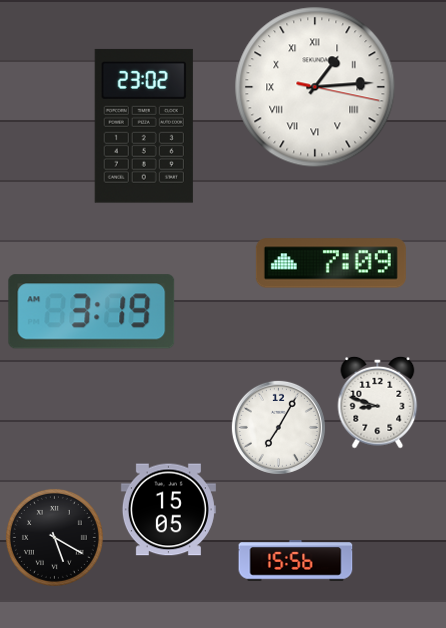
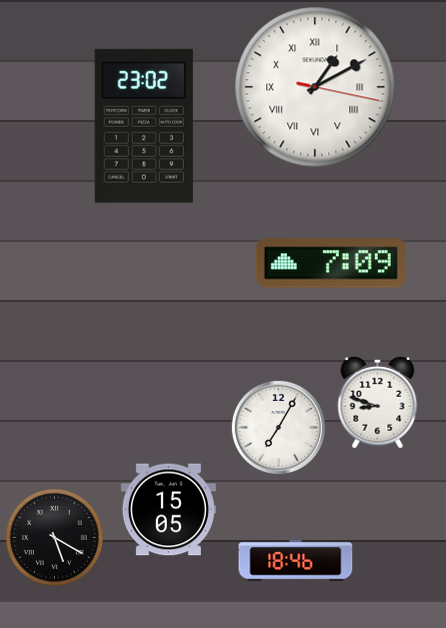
clock at (315, 87): 1:14 -> 1:10
clock at (92, 312): 3:19 -> none
clock at (296, 561): 15:56 -> 18:46
